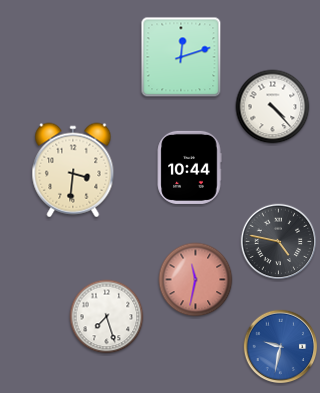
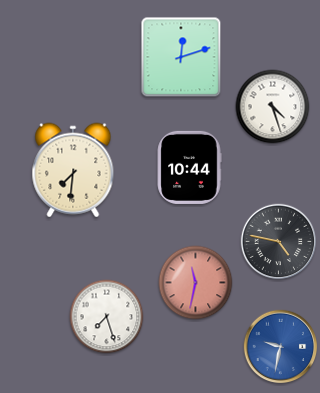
clock at (273, 107): 4:23 -> 4:27
clock at (73, 170): 3:31 -> 7:31
clock at (196, 280) position: (196, 280) -> (196, 283)
